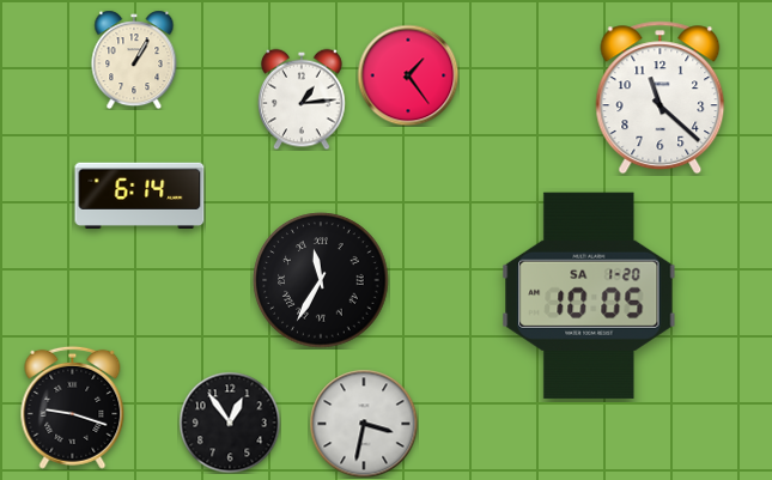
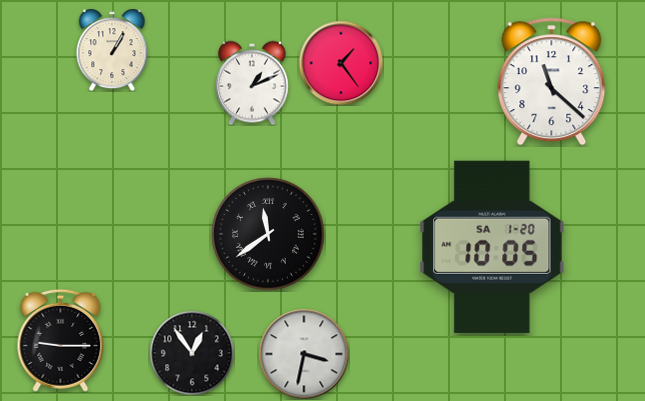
clock at (302, 99): 1:14 -> 1:11
clock at (140, 195): 6:14 -> none
clock at (321, 280): 11:35 -> 11:39
clock at (73, 407): 9:18 -> 9:15
